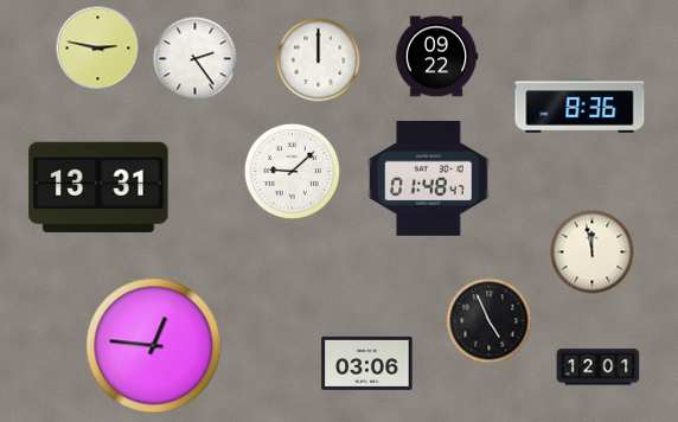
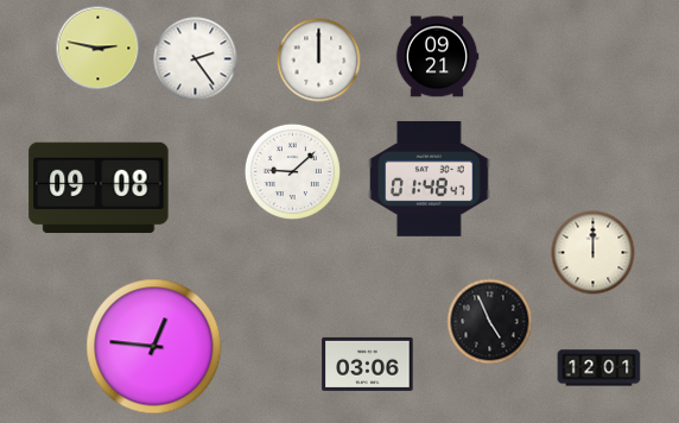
clock at (436, 57): 09:22 -> 09:21
clock at (580, 105): 8:36 -> none
clock at (98, 187): 13:31 -> 09:08
clock at (593, 252): 11:58 -> 12:00
